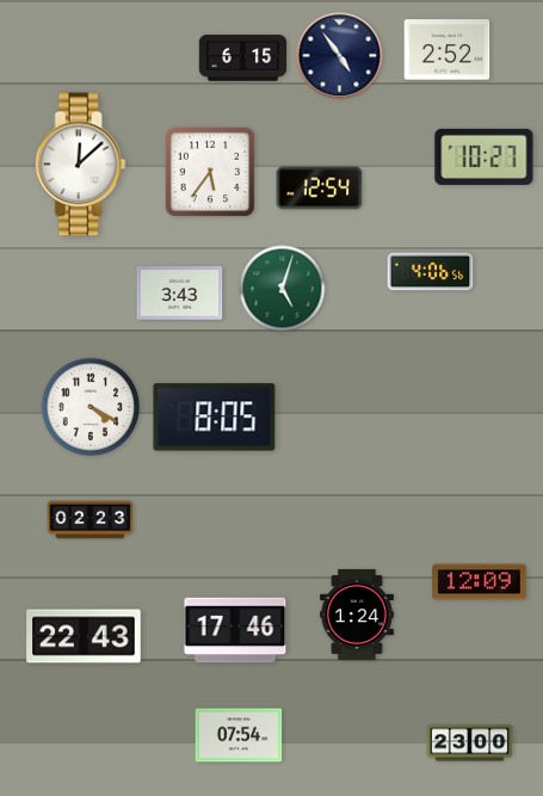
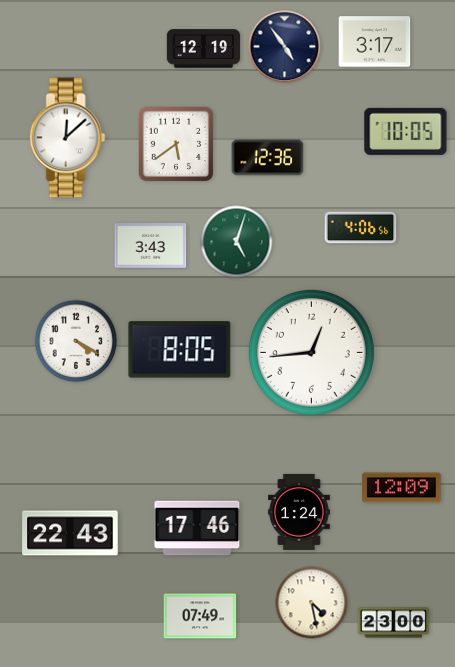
clock at (448, 50): 2:52 -> 3:17
clock at (243, 58): 6:15 -> 12:19
clock at (485, 156): 10:27 -> 10:05
clock at (210, 172): 5:36 -> 5:39
clock at (320, 189): 12:54 -> 12:36
clock at (311, 352): none -> 12:44
clock at (91, 520): 02:23 -> none
clock at (357, 615) position: (357, 615) -> (299, 512)
clock at (312, 603): none -> 4:28
clock at (239, 735): 07:54 -> 07:49
